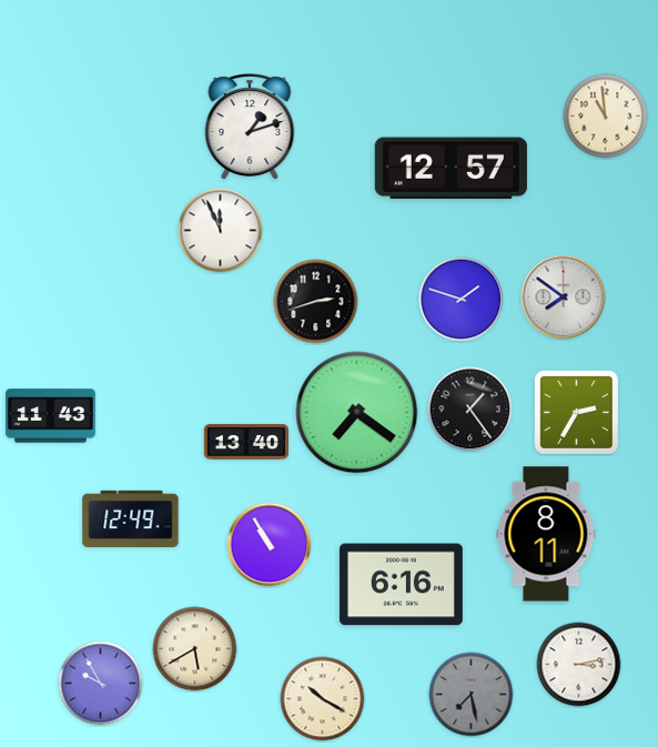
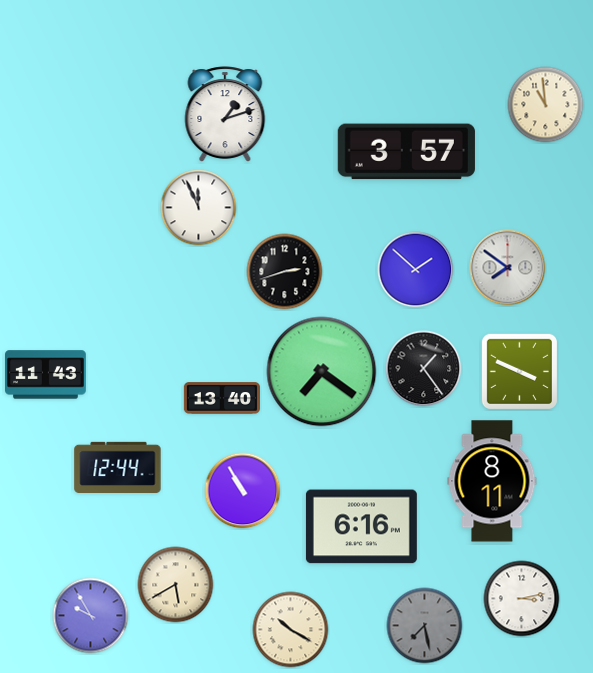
clock at (451, 169): 12:57 -> 3:57
clock at (462, 300): 1:48 -> 1:52
clock at (576, 412): 2:35 -> 3:49
clock at (131, 518): 12:49 -> 12:44
